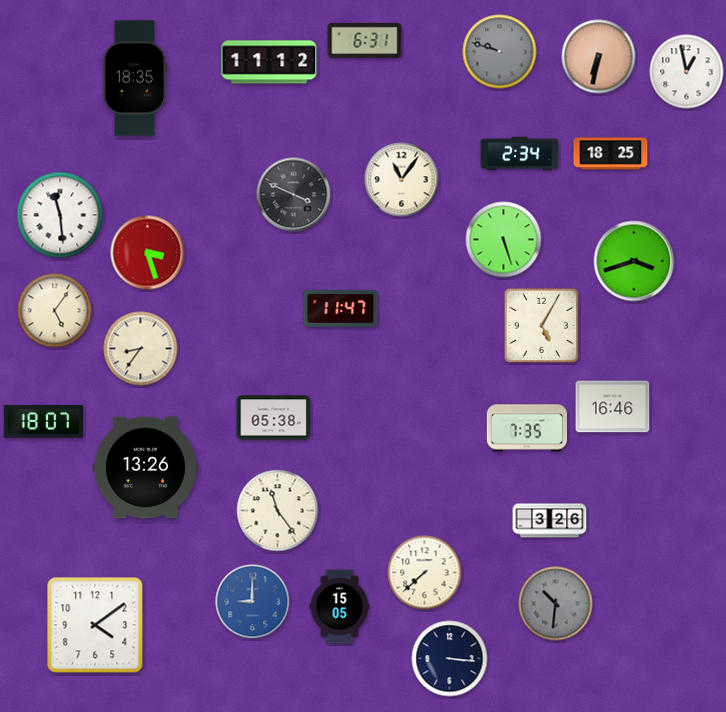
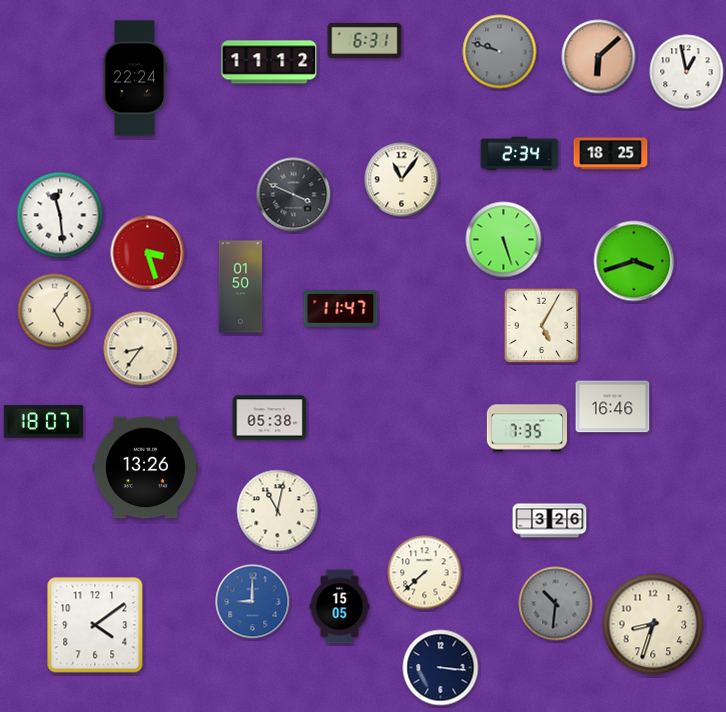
clock at (599, 57): 6:32 -> 6:08
clock at (134, 78): 18:35 -> 22:24
clock at (241, 287): none -> 01:50
clock at (274, 418) position: (274, 418) -> (270, 418)
clock at (278, 511): 11:24 -> 11:02
clock at (653, 624): none -> 8:33
clock at (450, 659) position: (450, 659) -> (441, 668)
